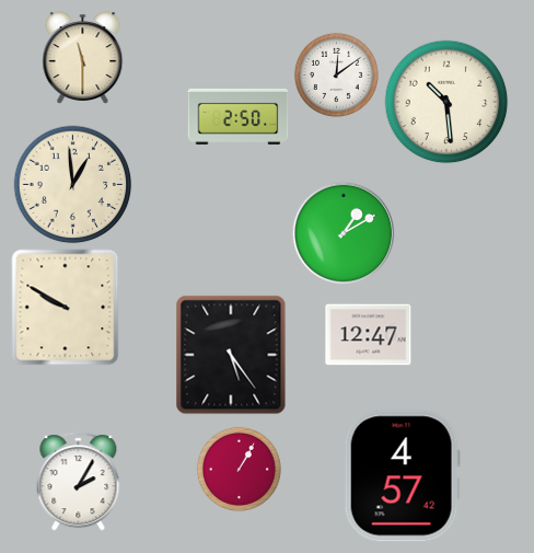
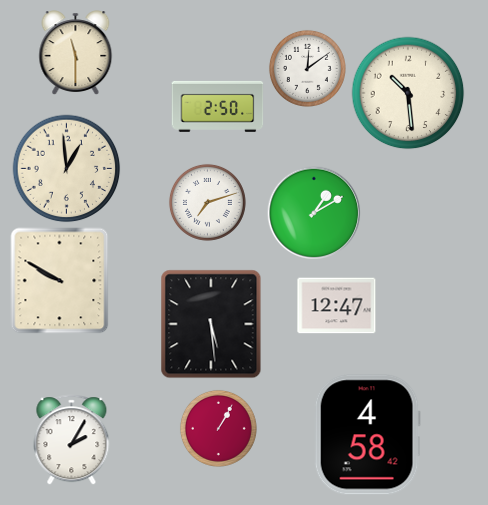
clock at (207, 202): none -> 7:12
clock at (231, 355): 5:24 -> 5:29
clock at (402, 476): 4:57 -> 4:58
